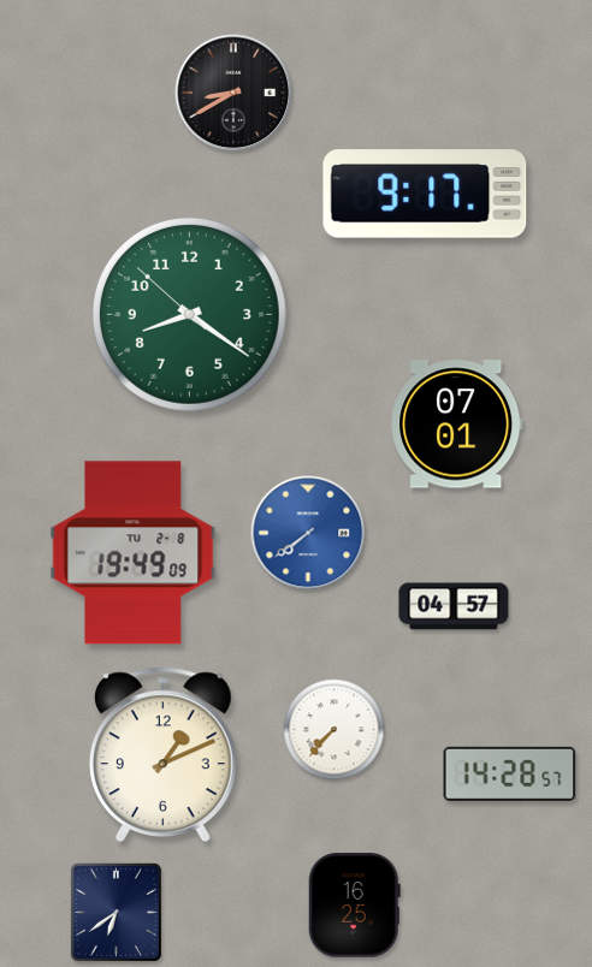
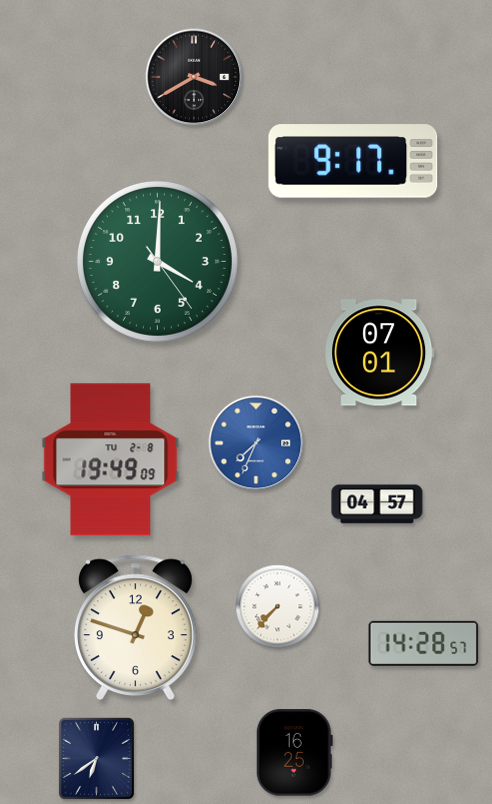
clock at (233, 93): 8:40 -> 3:40
clock at (189, 314): 8:20 -> 4:00
clock at (308, 533): 7:39 -> 7:34
clock at (162, 755): 1:11 -> 12:48
